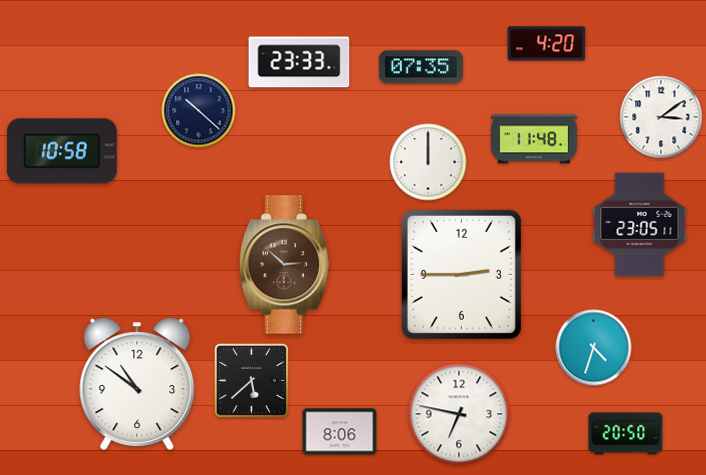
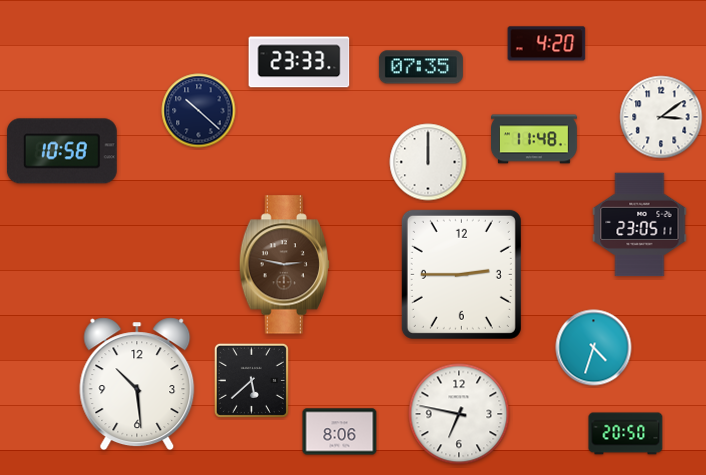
clock at (284, 265): 2:52 -> 2:47
clock at (137, 384): 10:51 -> 10:29
